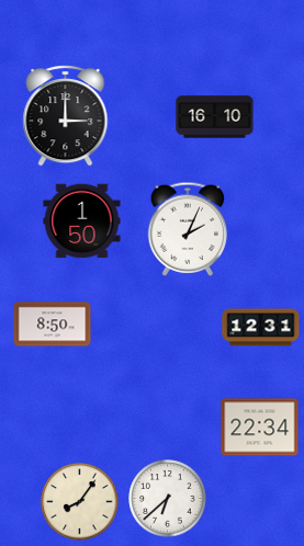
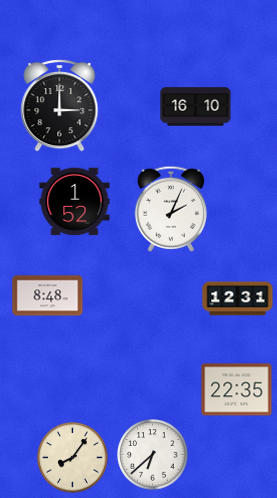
clock at (82, 221): 1:50 -> 1:52
clock at (53, 325): 8:50 -> 8:48
clock at (260, 428): 22:34 -> 22:35
